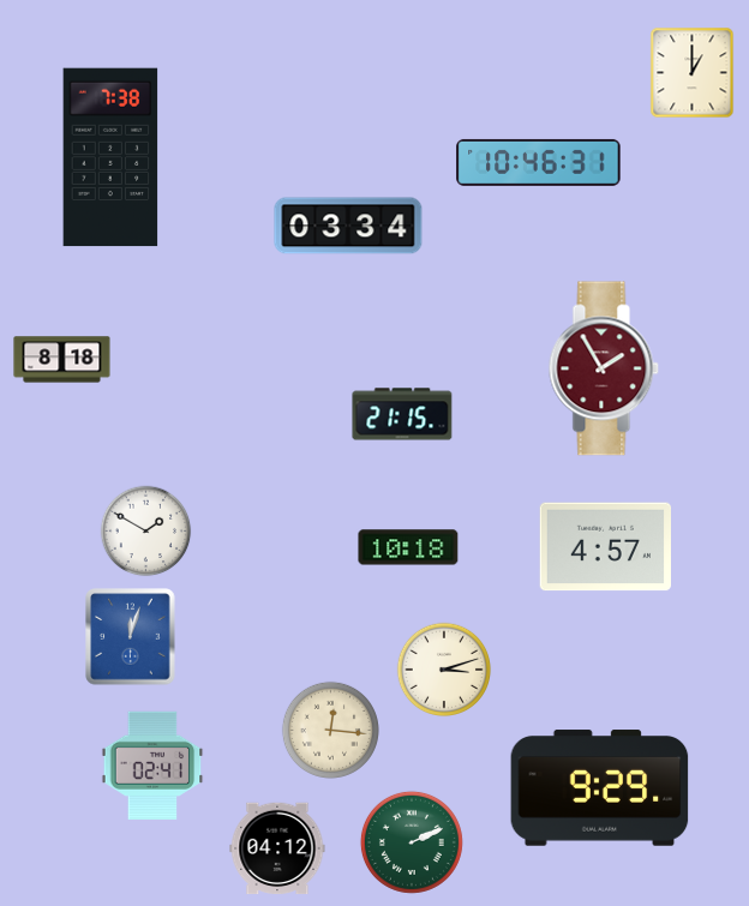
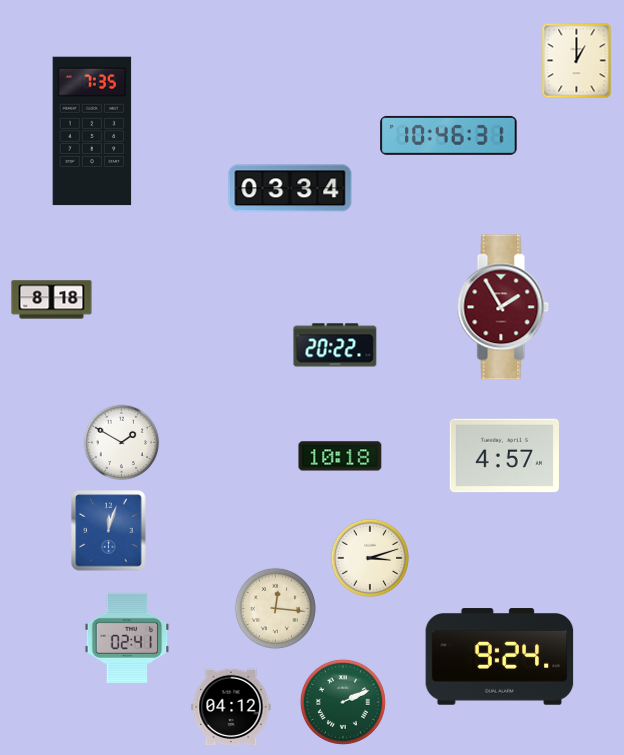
clock at (110, 157): 7:38 -> 7:35
clock at (402, 414): 21:15 -> 20:22
clock at (600, 788): 9:29 -> 9:24
